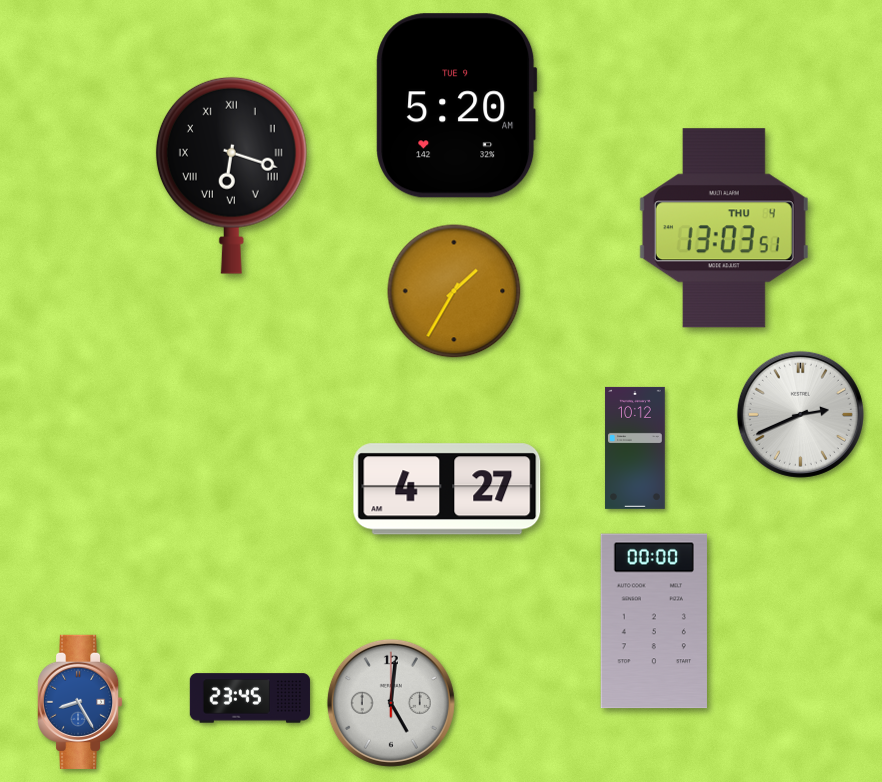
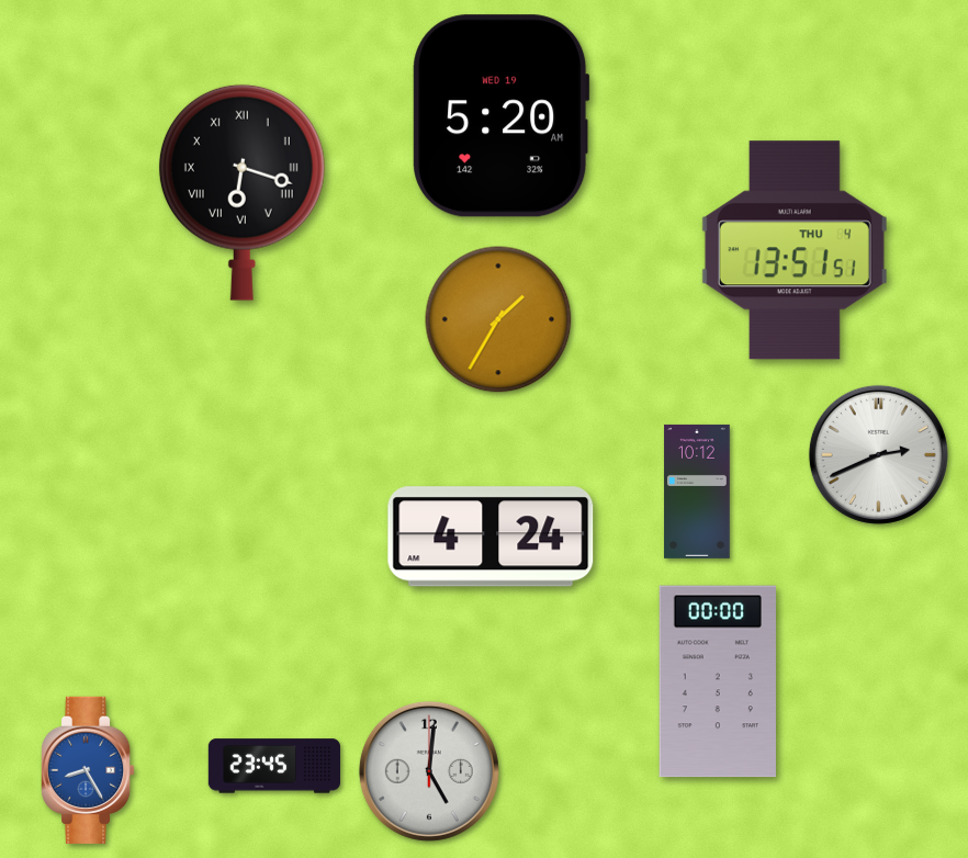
clock at (457, 106) date: TUE 9 -> WED 19
clock at (231, 175) position: (231, 175) -> (241, 192)
clock at (724, 228): 13:03 -> 13:51
clock at (447, 489): 4:27 -> 4:24
